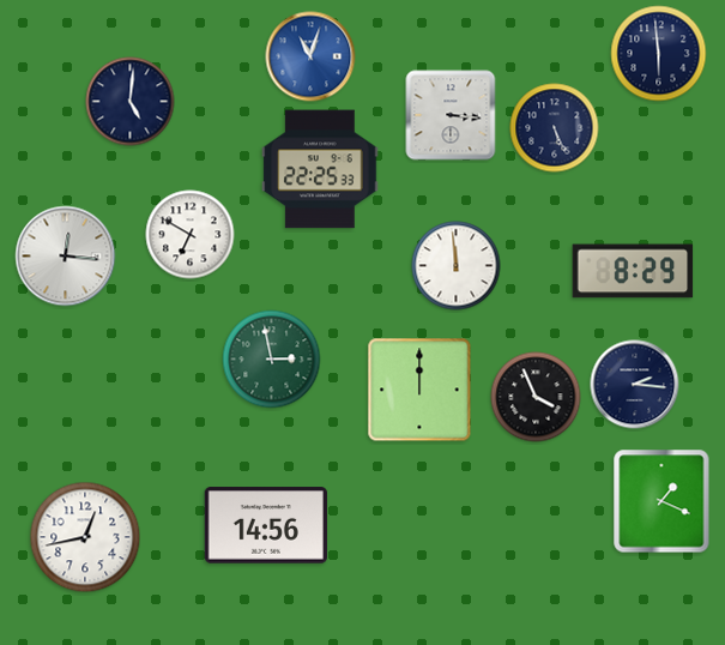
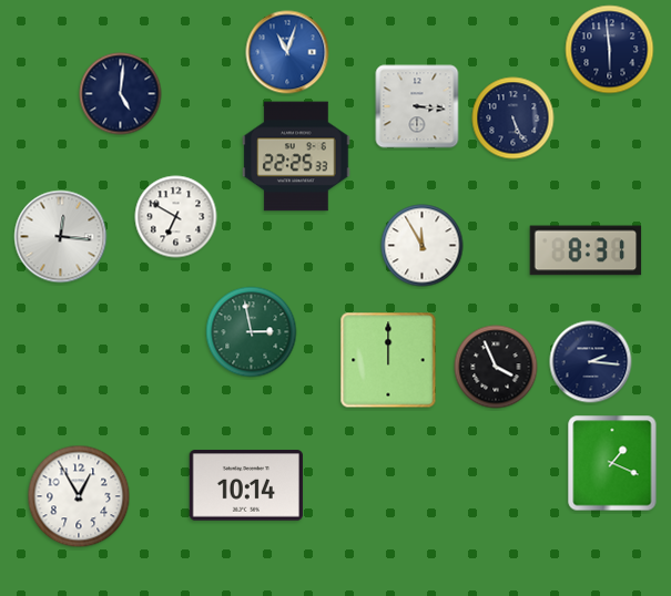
clock at (457, 266): 11:59 -> 11:55
clock at (633, 271): 8:29 -> 8:31
clock at (635, 385) position: (635, 385) -> (591, 362)
clock at (266, 525): 14:56 -> 10:14
clock at (85, 537): 12:43 -> 12:55
